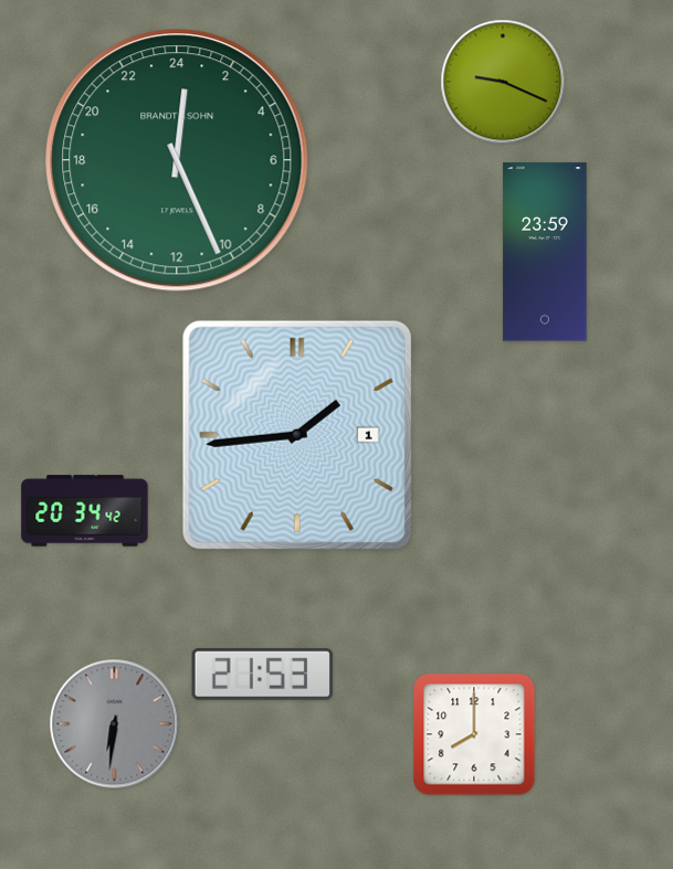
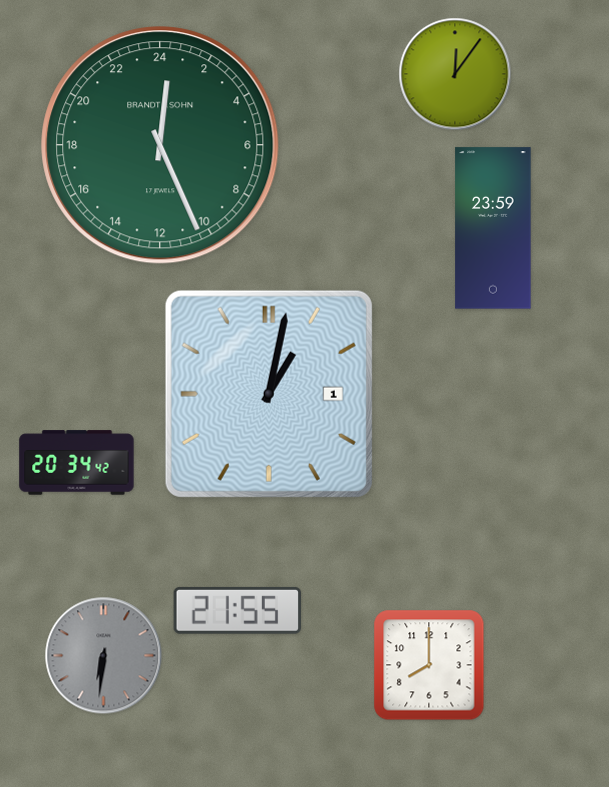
clock at (503, 82): 9:19 -> 12:06
clock at (297, 435): 1:44 -> 1:02
clock at (262, 674): 21:53 -> 21:55
